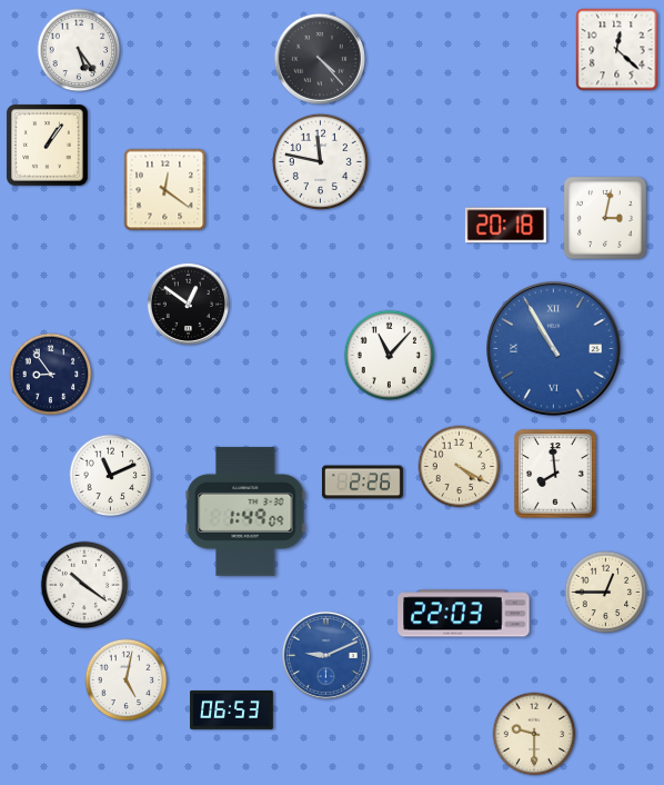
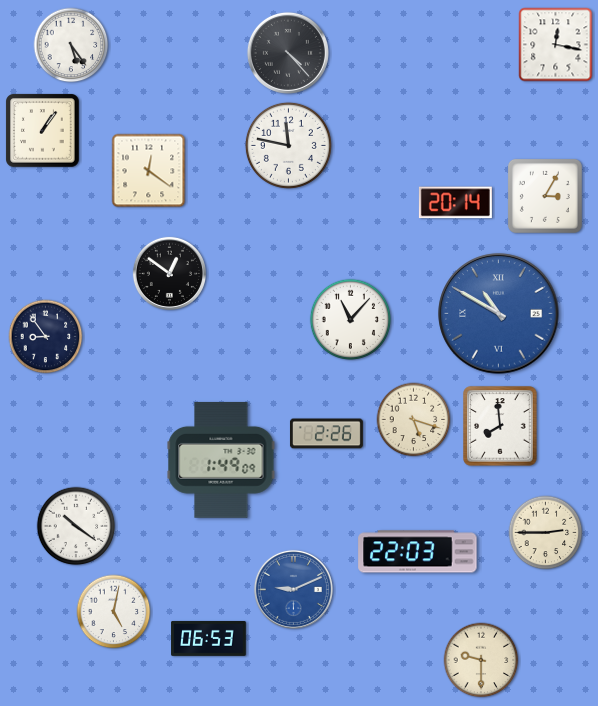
clock at (617, 50): 12:22 -> 12:17
clock at (605, 218): 3:02 -> 3:05
clock at (505, 226): 20:18 -> 20:14
clock at (554, 349): 10:55 -> 10:50
clock at (460, 467): 4:20 -> 5:18
clock at (111, 476): 11:11 -> none
clock at (606, 593): 12:45 -> 2:45
